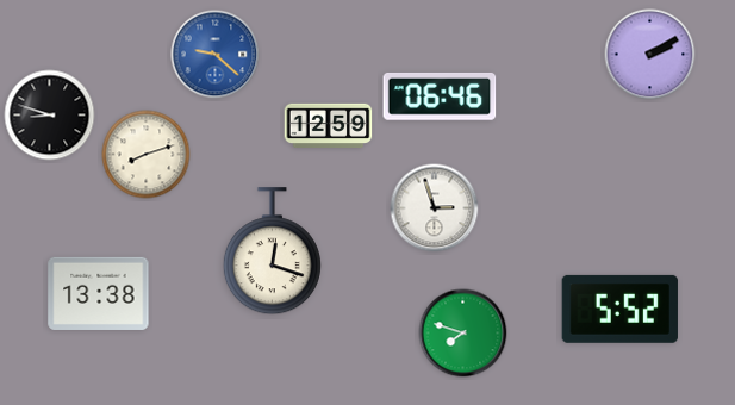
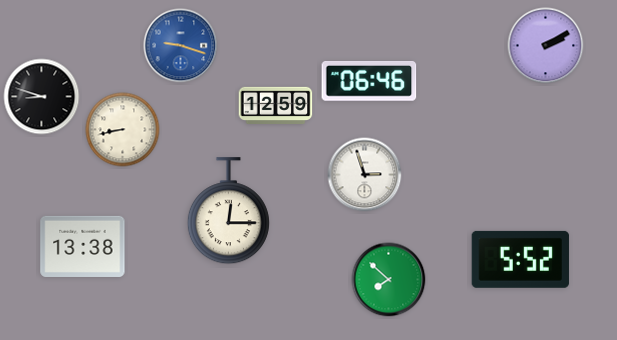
clock at (216, 55): 9:22 -> 9:18
clock at (147, 155): 8:12 -> 8:43
clock at (272, 251): 12:18 -> 12:15
clock at (463, 334): 7:48 -> 7:52
